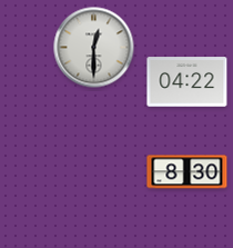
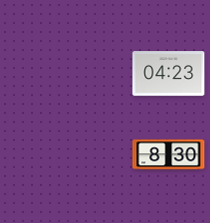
clock at (94, 48): 12:30 -> none
clock at (188, 82): 04:22 -> 04:23
